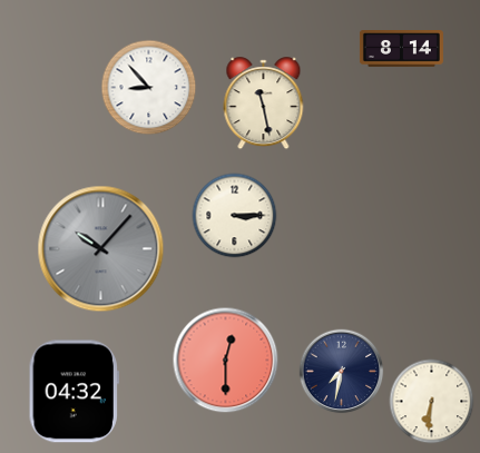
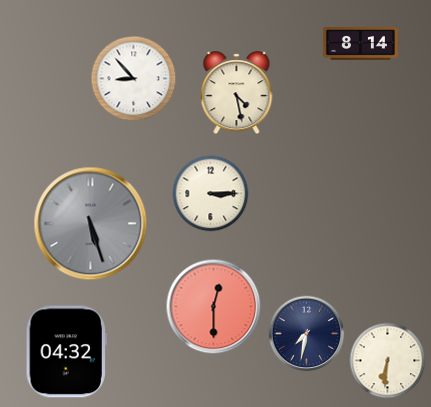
clock at (264, 104): 11:28 -> 4:28
clock at (101, 249): 10:07 -> 5:27
clock at (226, 361) position: (226, 361) -> (214, 307)
